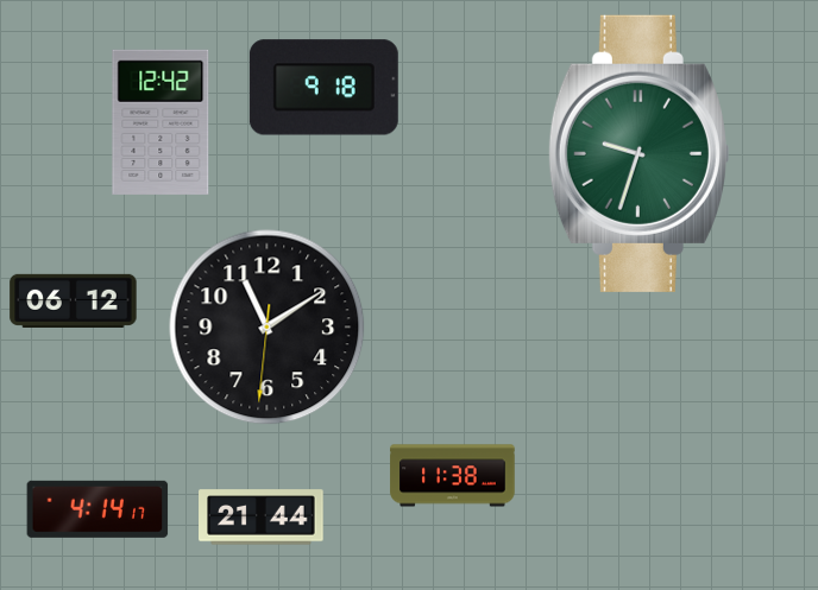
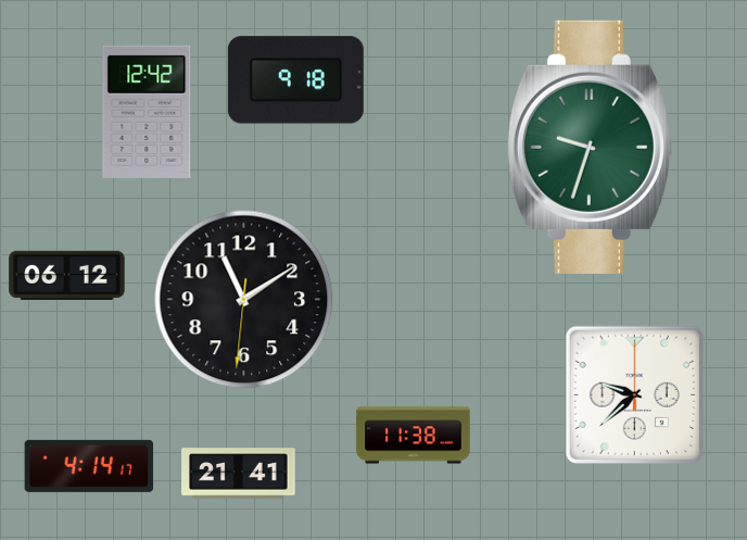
clock at (638, 153) position: (638, 153) -> (590, 147)
clock at (634, 394): none -> 9:38
clock at (262, 518): 21:44 -> 21:41
